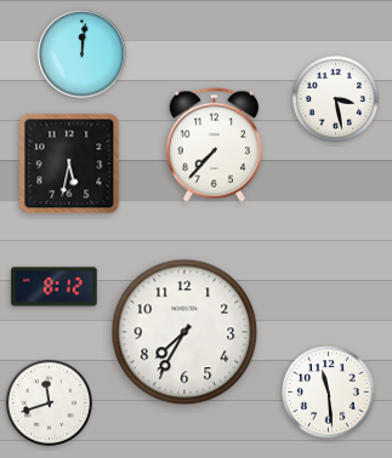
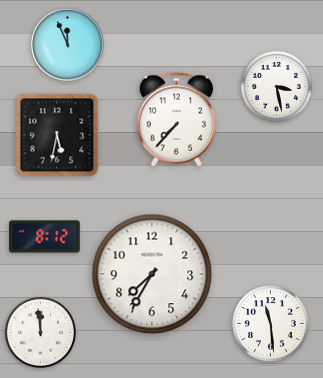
clock at (83, 55): 12:01 -> 11:56
clock at (335, 98) position: (335, 98) -> (276, 86)
clock at (49, 402): 11:42 -> 11:59
